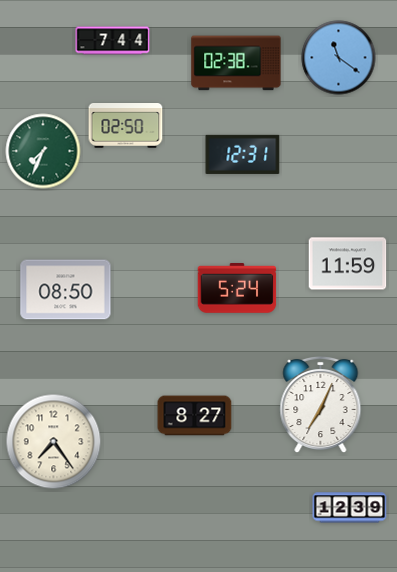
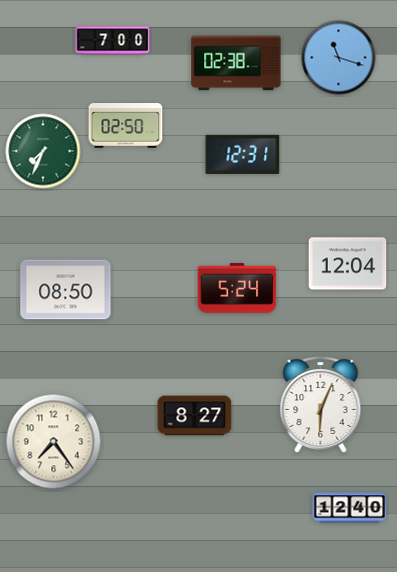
clock at (113, 41): 7:44 -> 7:00
clock at (339, 58): 11:21 -> 11:18
clock at (348, 264): 11:59 -> 12:04
clock at (321, 405): 7:04 -> 6:04
clock at (350, 508): 12:39 -> 12:40
